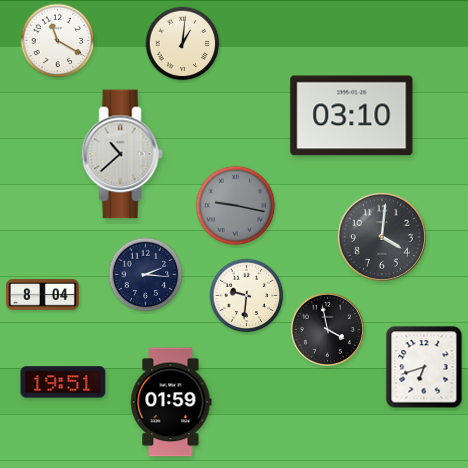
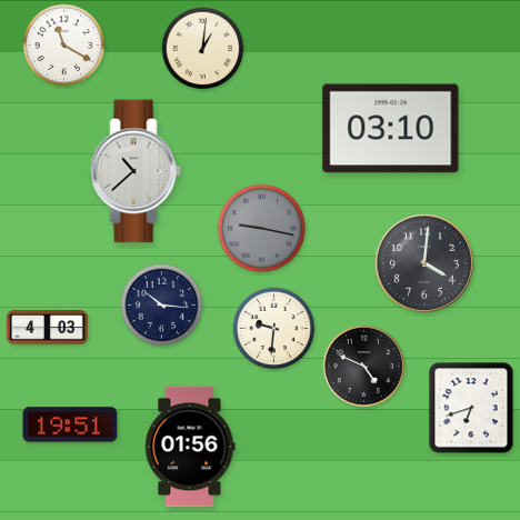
clock at (146, 275): 2:16 -> 10:16
clock at (42, 295): 8:04 -> 4:03
clock at (327, 329): 3:58 -> 4:49
clock at (171, 402): 01:59 -> 01:56
